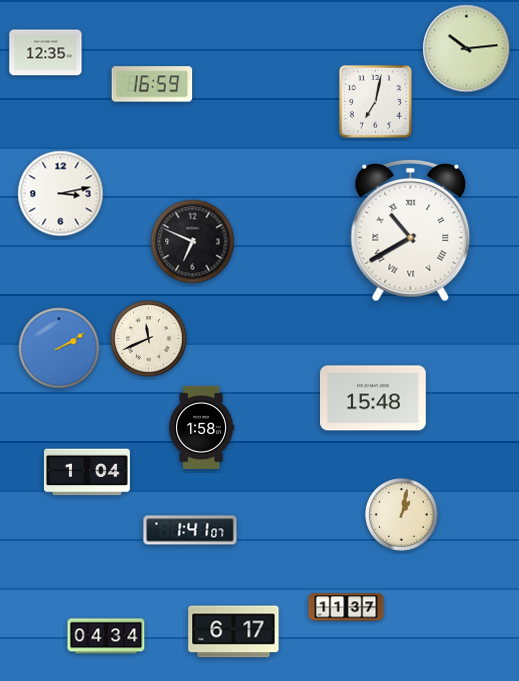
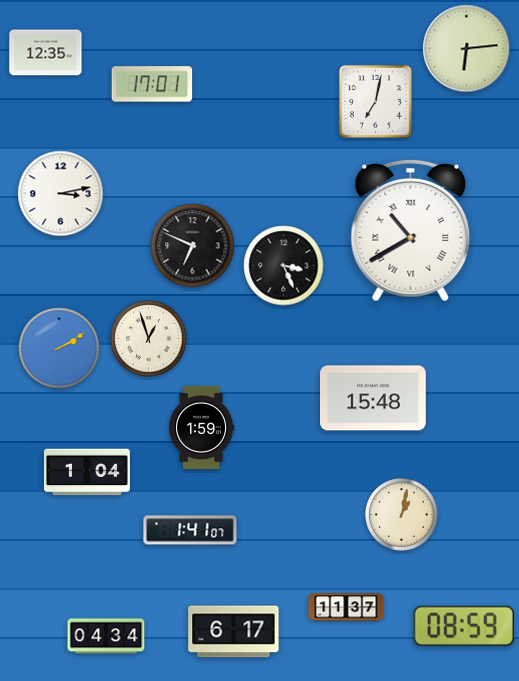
clock at (467, 49): 10:14 -> 6:14
clock at (152, 84): 16:59 -> 17:01
clock at (193, 242) position: (193, 242) -> (193, 246)
clock at (284, 266): none -> 3:26
clock at (149, 339): 11:41 -> 12:57
clock at (202, 427): 1:58 -> 1:59
clock at (463, 626): none -> 08:59
